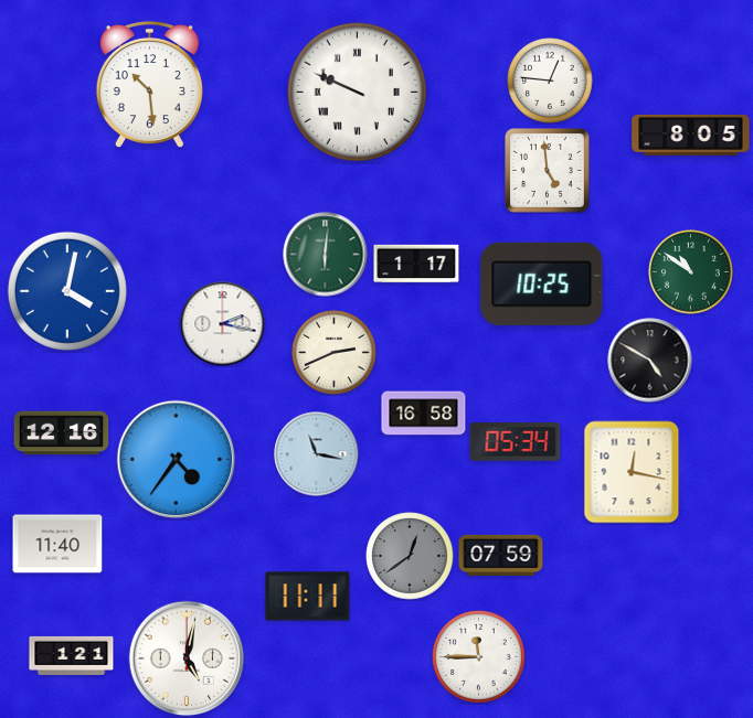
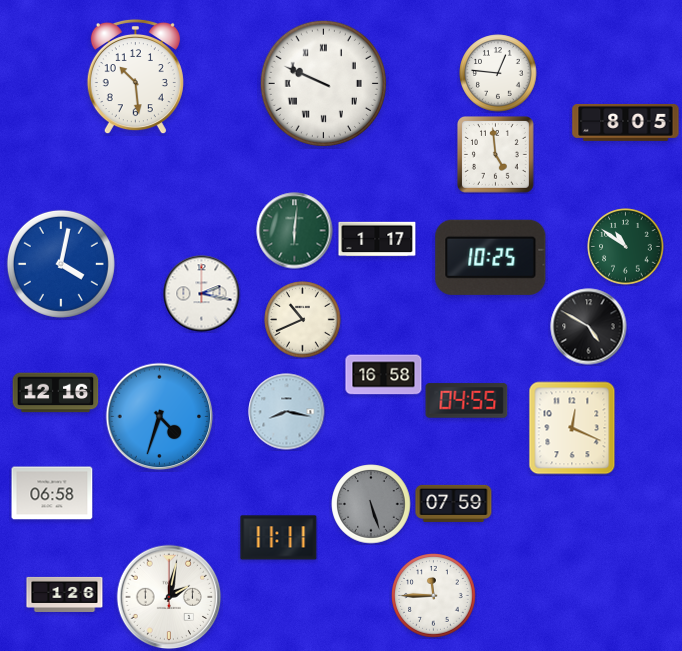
clock at (335, 353): 2:41 -> 10:41
clock at (516, 442): 05:34 -> 04:55
clock at (317, 454): 11:17 -> 8:17
clock at (177, 460): 4:36 -> 4:33
clock at (632, 472): 12:17 -> 12:19
clock at (57, 544): 11:40 -> 06:58
clock at (410, 556): 12:39 -> 5:27
clock at (308, 597) position: (308, 597) -> (279, 538)
clock at (72, 655): 1:21 -> 1:26
clock at (187, 658): 5:02 -> 2:02
